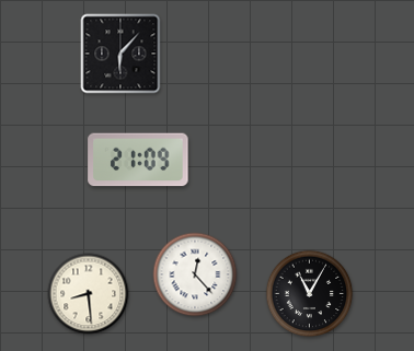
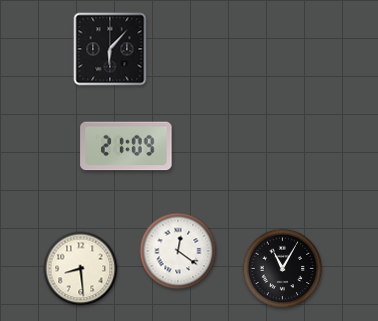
clock at (195, 274): 12:23 -> 12:21
